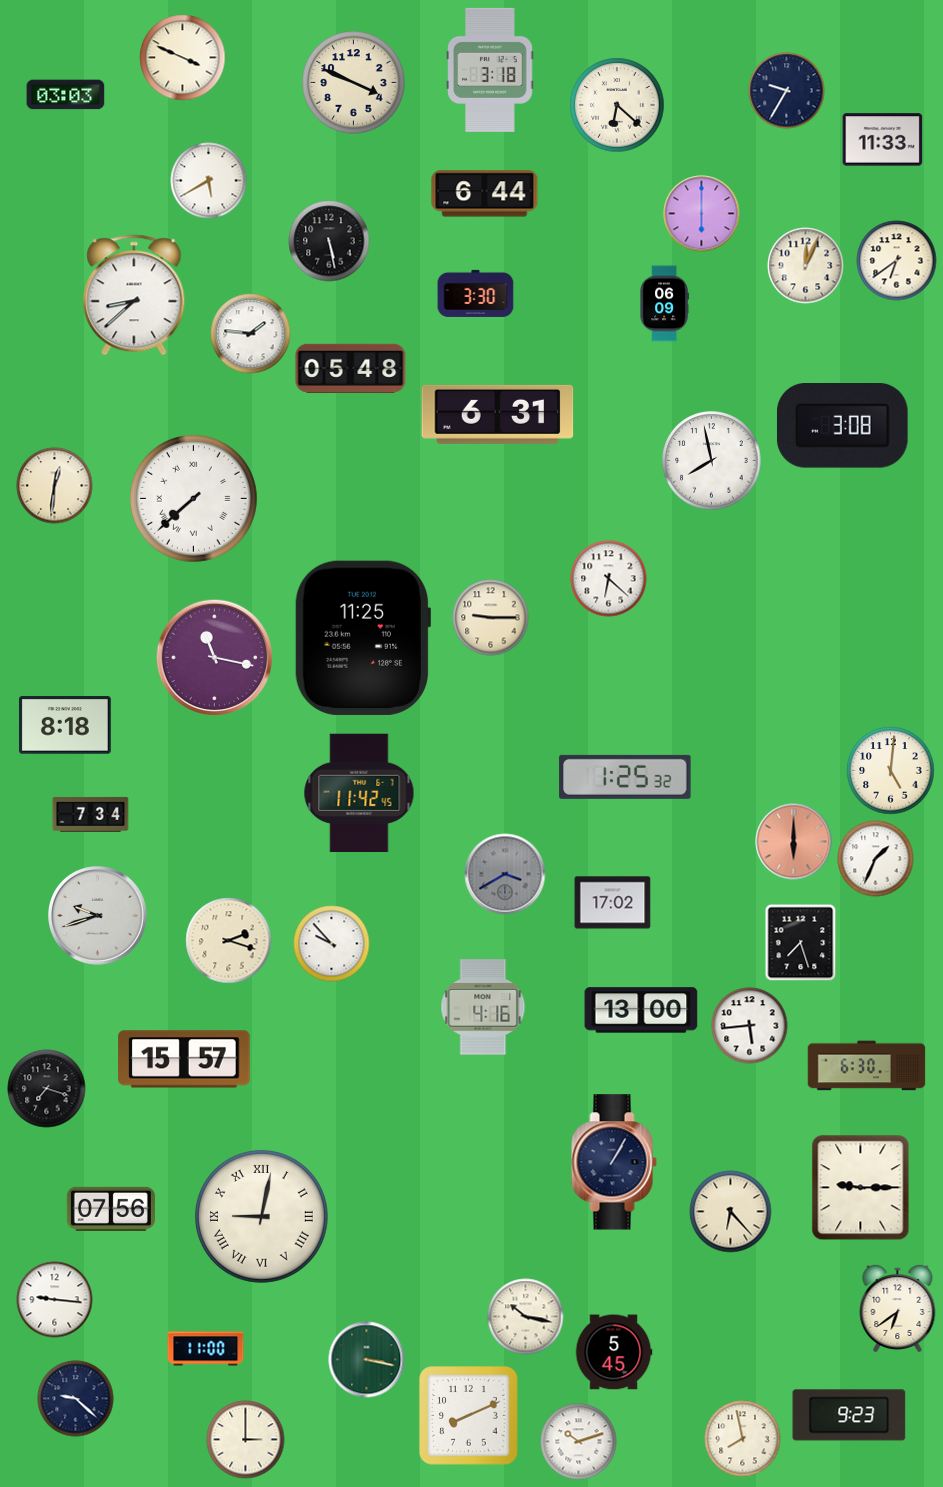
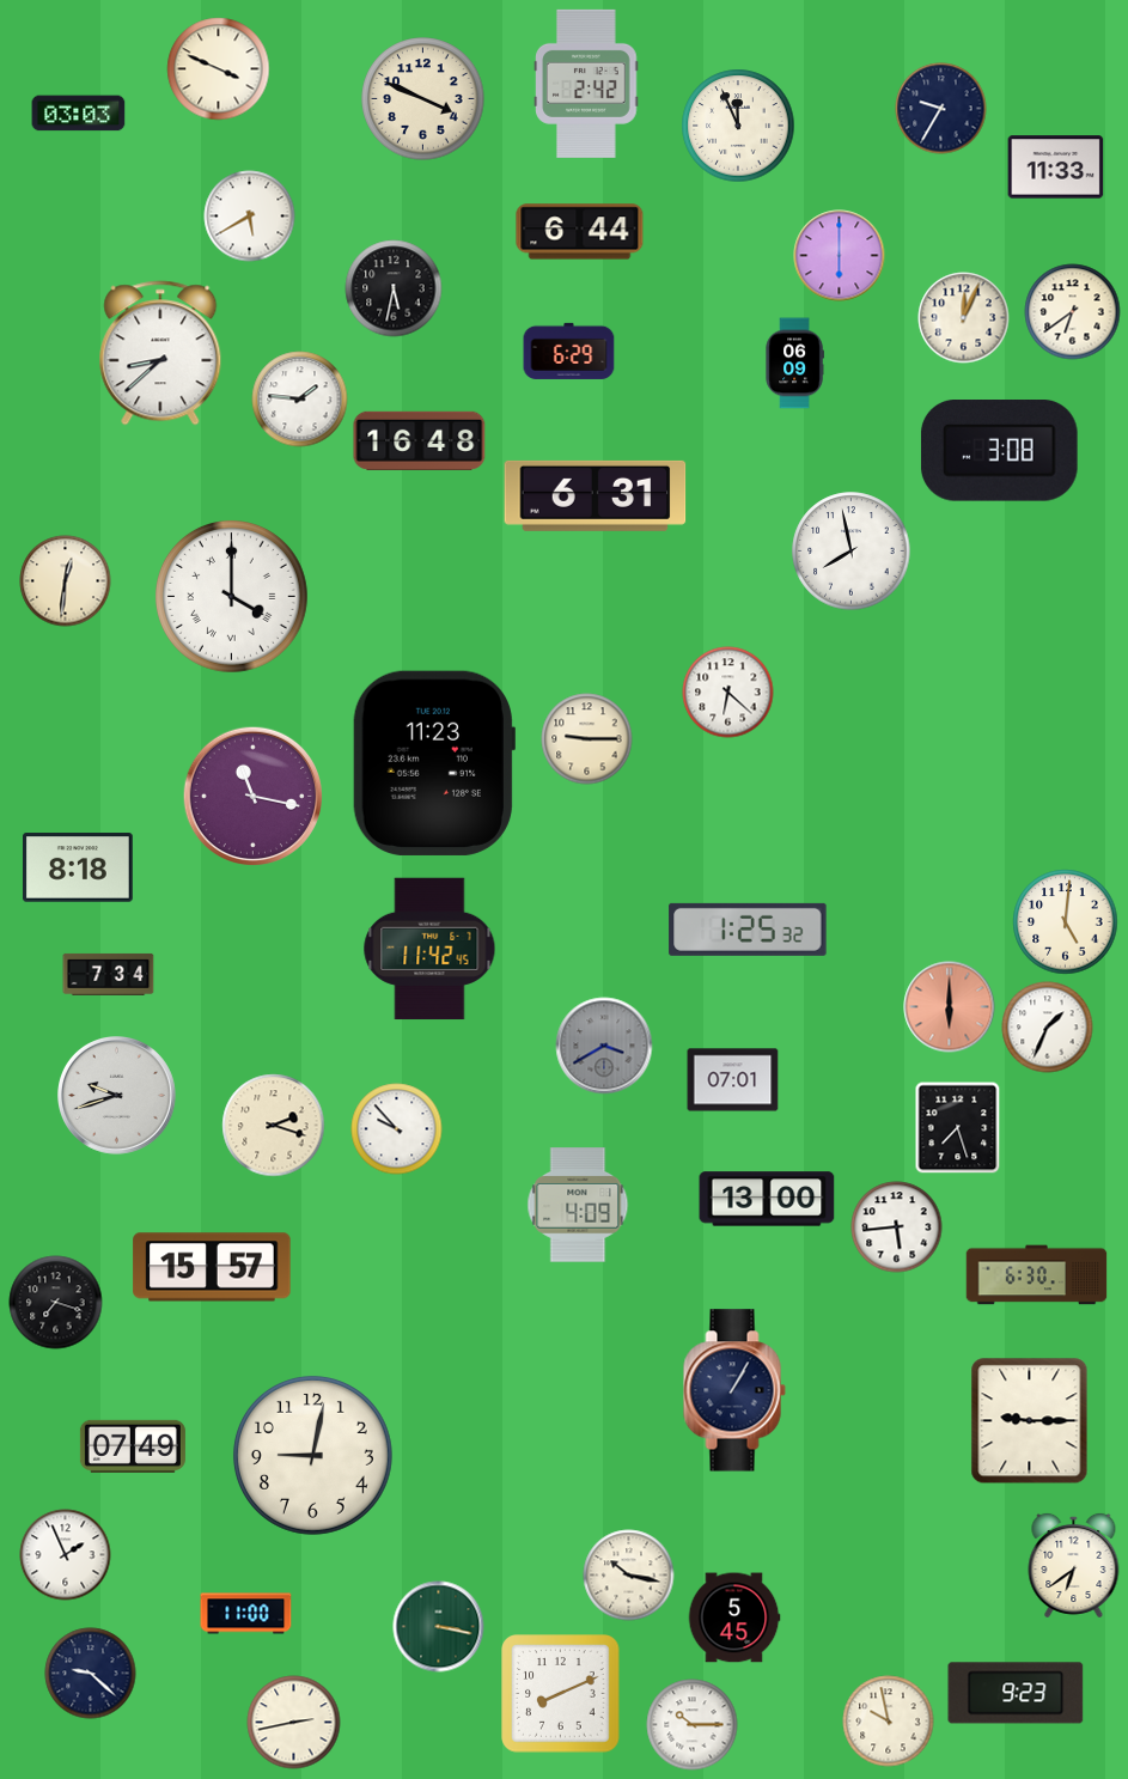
clock at (490, 70): 3:18 -> 2:42
clock at (617, 105): 6:22 -> 11:56
clock at (329, 241): 5:28 -> 5:32
clock at (476, 293): 3:30 -> 6:29
clock at (351, 368): 05:48 -> 16:48
clock at (843, 426) position: (843, 426) -> (1000, 451)
clock at (194, 499): 7:38 -> 4:00
clock at (362, 638): 11:25 -> 11:23
clock at (214, 657) position: (214, 657) -> (252, 796)
clock at (613, 903): 17:02 -> 07:01
clock at (483, 1007): 4:16 -> 4:09
clock at (641, 1010) position: (641, 1010) -> (767, 1199)
clock at (184, 1059) position: (184, 1059) -> (212, 1267)
clock at (111, 1209): 07:56 -> 07:49
clock at (731, 1212): 6:23 -> none
clock at (261, 1216) numerals: Roman -> Arabic
clock at (55, 1300): 9:16 -> 1:56
clock at (743, 1439): 7:58 -> 9:58
clock at (246, 1440): 3:00 -> 2:43
clock at (579, 1442): 10:12 -> 10:15
